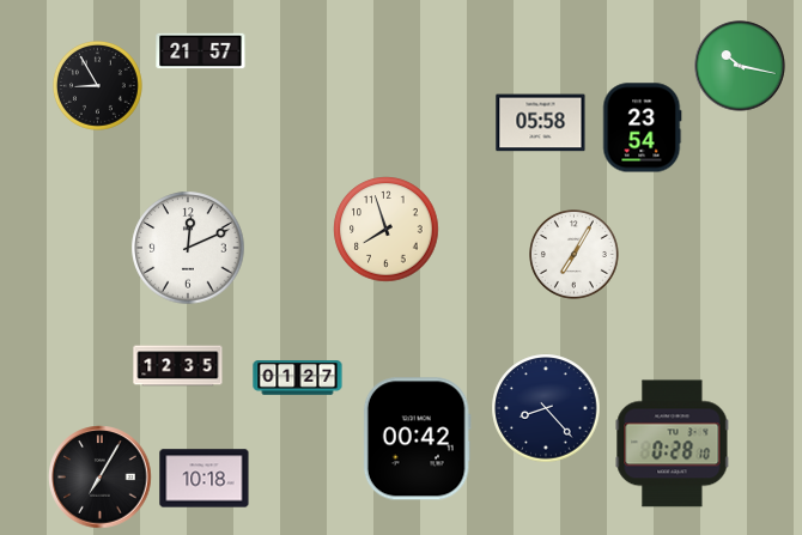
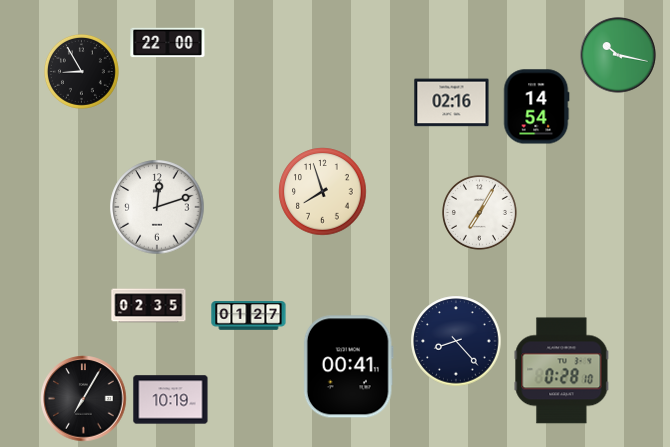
clock at (201, 51): 21:57 -> 22:00
clock at (541, 123): 05:58 -> 02:16
clock at (642, 128): 23:54 -> 14:54
clock at (188, 248): 12:11 -> 12:12
clock at (178, 366): 12:35 -> 02:35
clock at (417, 439): 00:42 -> 00:41
clock at (205, 479): 10:18 -> 10:19
